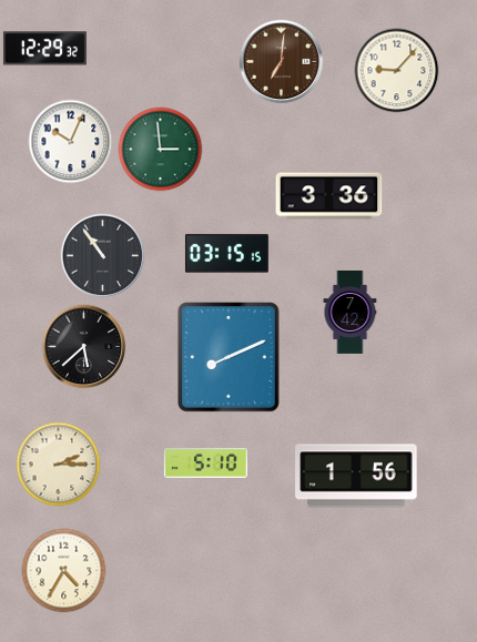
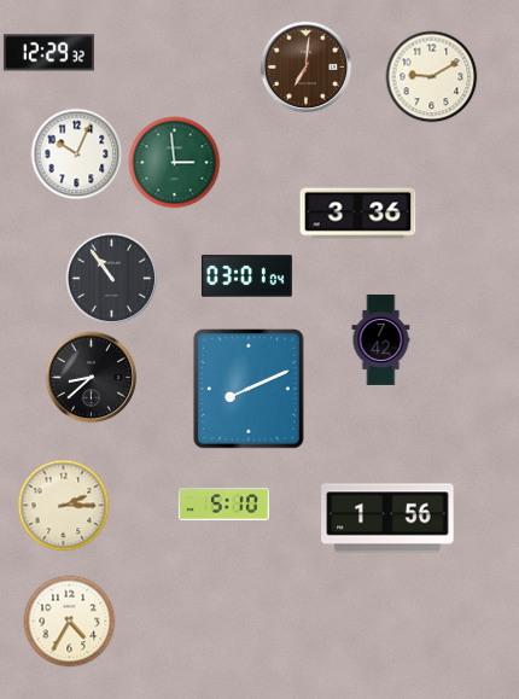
clock at (397, 71): 9:07 -> 9:10
clock at (226, 254): 03:15 -> 03:01
clock at (84, 347): 5:38 -> 8:38
